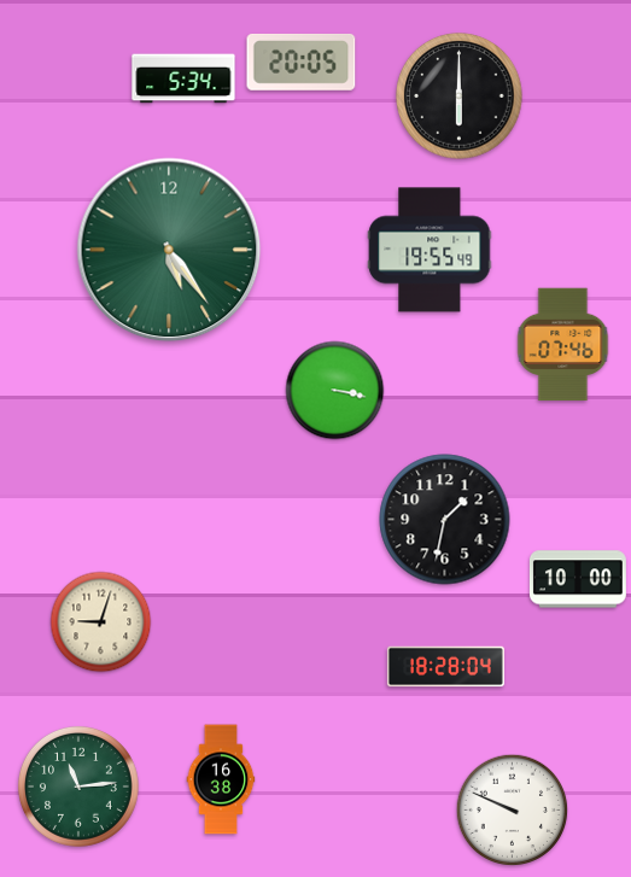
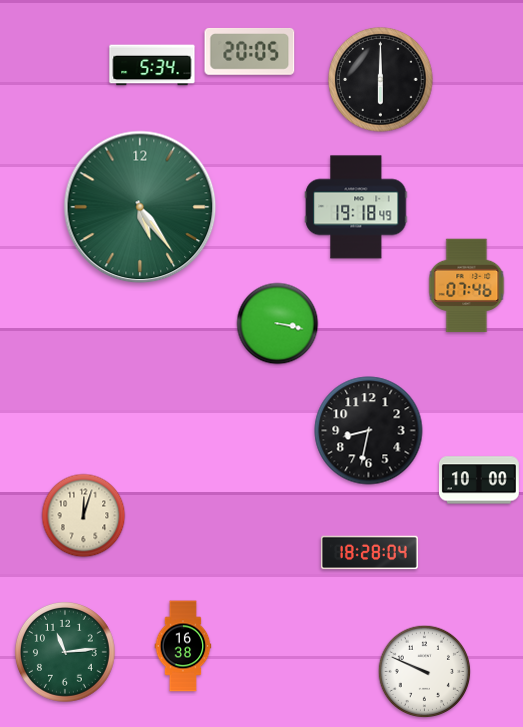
clock at (430, 250): 19:55 -> 19:18
clock at (445, 520): 1:32 -> 8:32
clock at (101, 622): 9:03 -> 12:03
